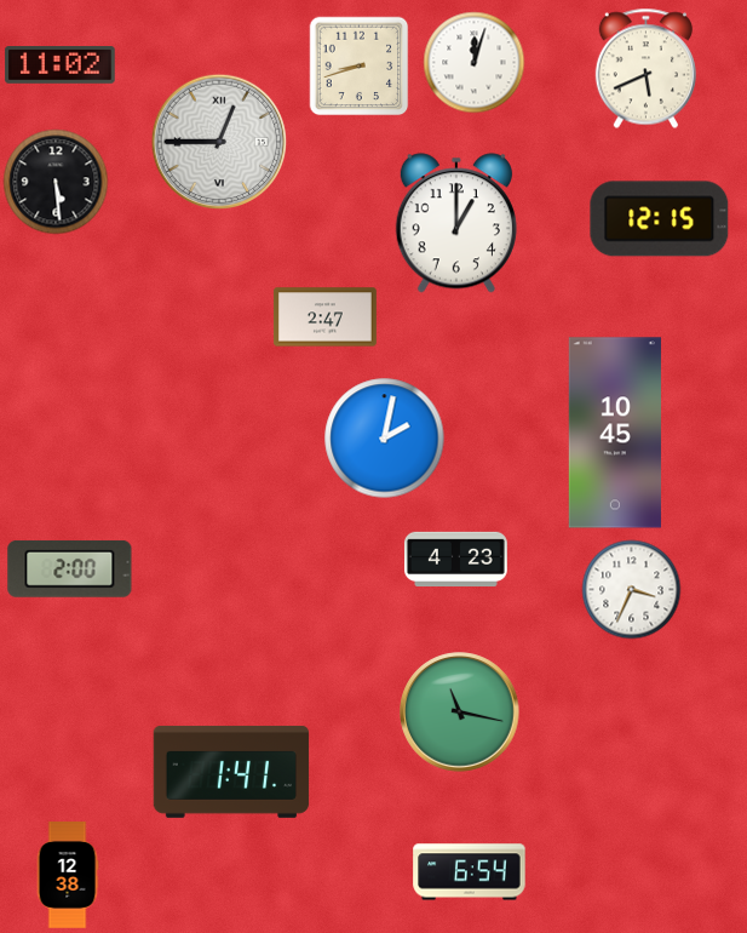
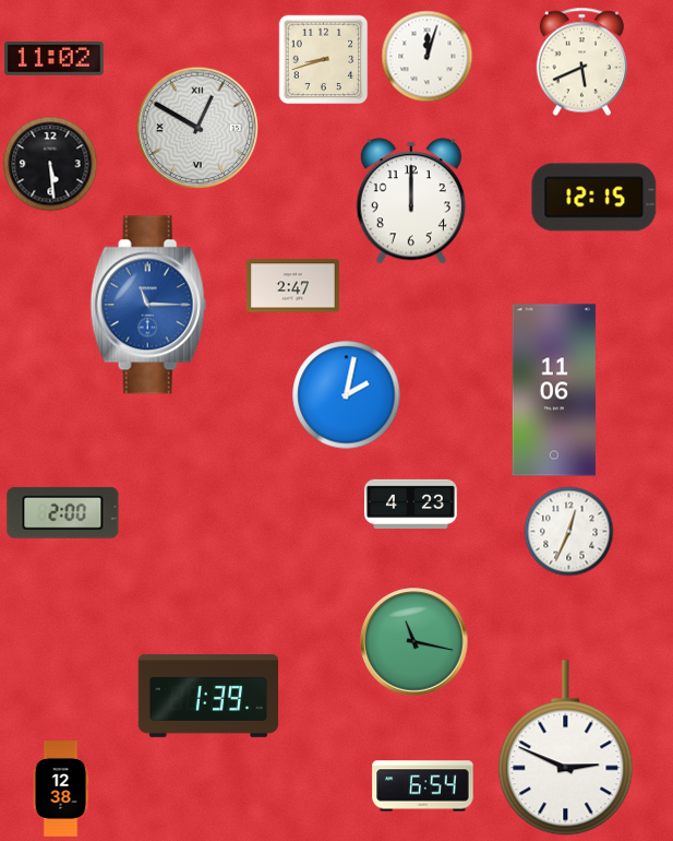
clock at (219, 142): 12:45 -> 12:50
clock at (456, 223): 1:00 -> 12:00
clock at (148, 305): none -> 11:15
clock at (615, 433): 10:45 -> 11:06
clock at (631, 589): 3:34 -> 12:34
clock at (231, 772): 1:41 -> 1:39
clock at (566, 748): none -> 2:49
